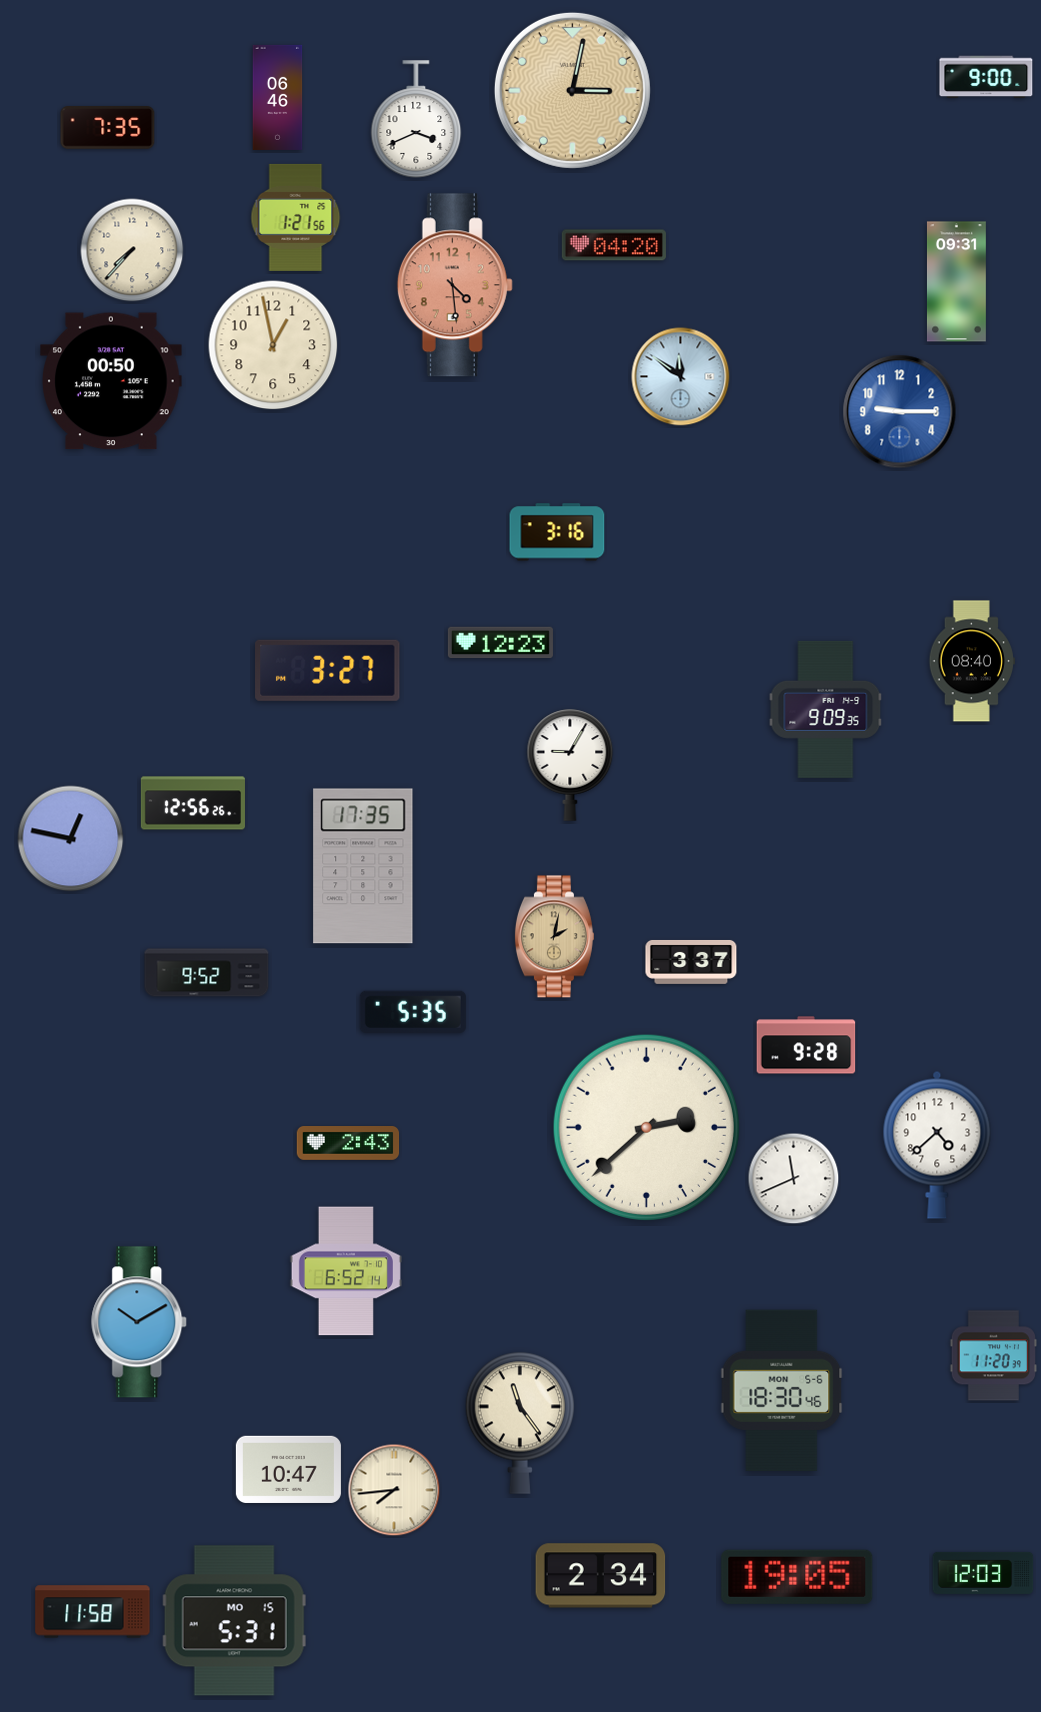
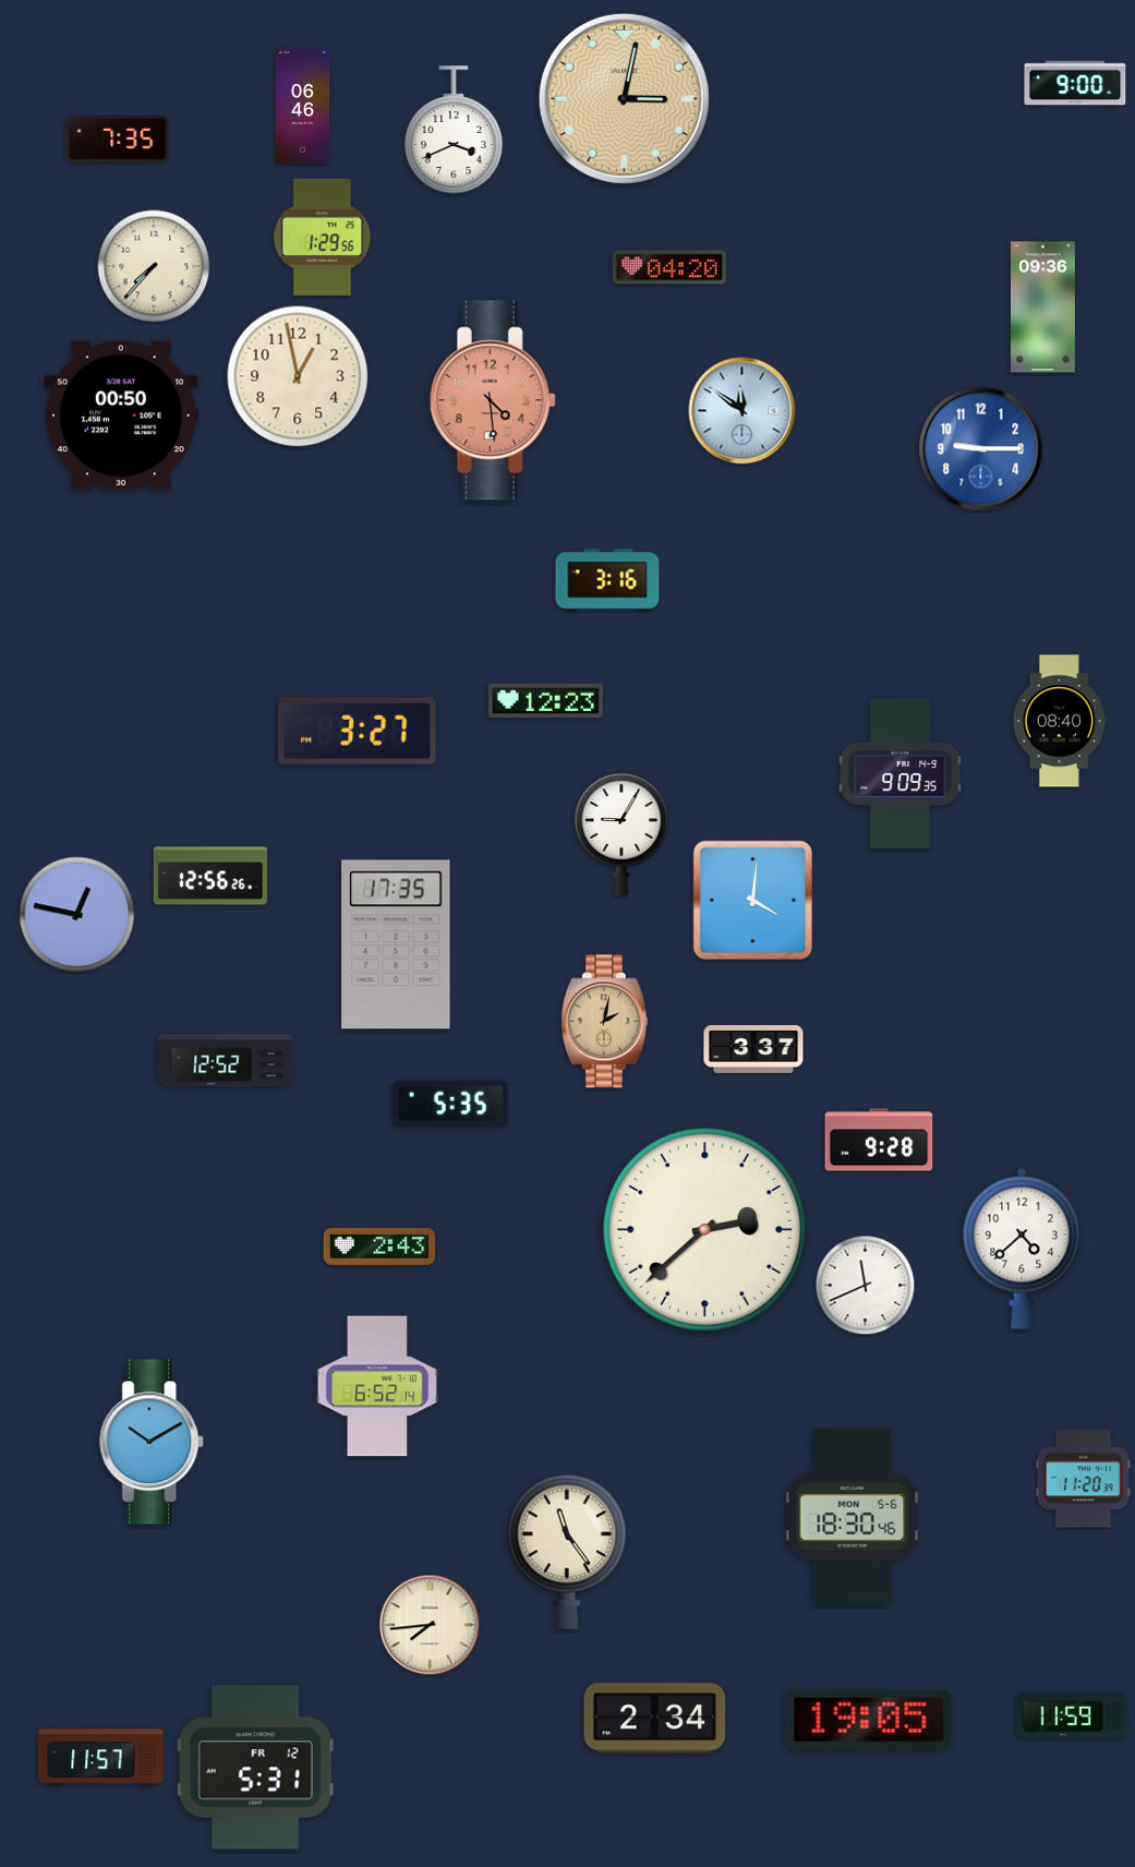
clock at (296, 217): 1:21 -> 1:29
clock at (132, 250) position: (132, 250) -> (154, 266)
clock at (956, 282): 09:31 -> 09:36
clock at (455, 285) position: (455, 285) -> (493, 400)
clock at (752, 900): none -> 4:01
clock at (207, 973): 9:52 -> 12:52
clock at (288, 1469): 10:47 -> none
clock at (983, 1573): 12:03 -> 11:59
clock at (93, 1612): 11:58 -> 11:57
clock at (234, 1621) date: MO 15 -> FR 12
